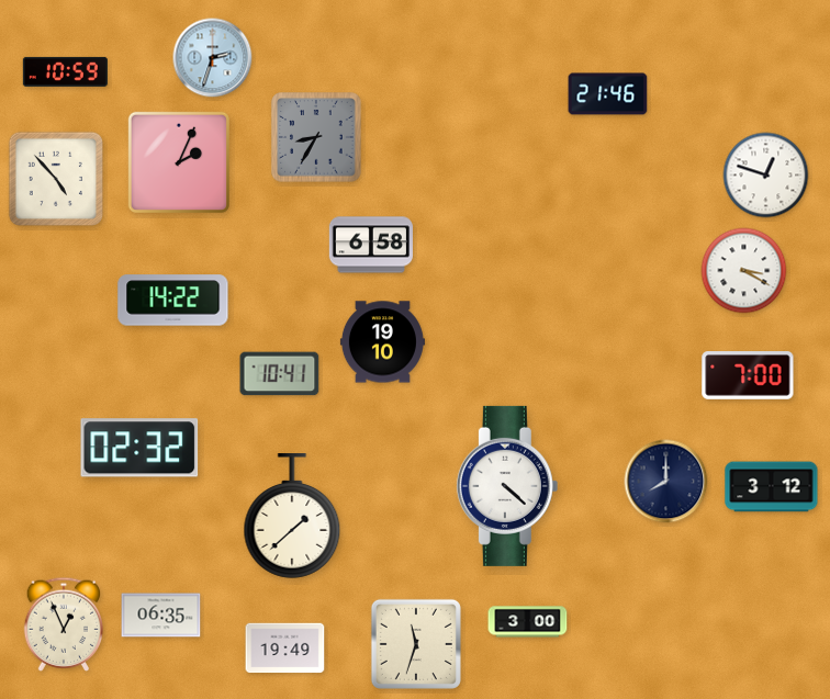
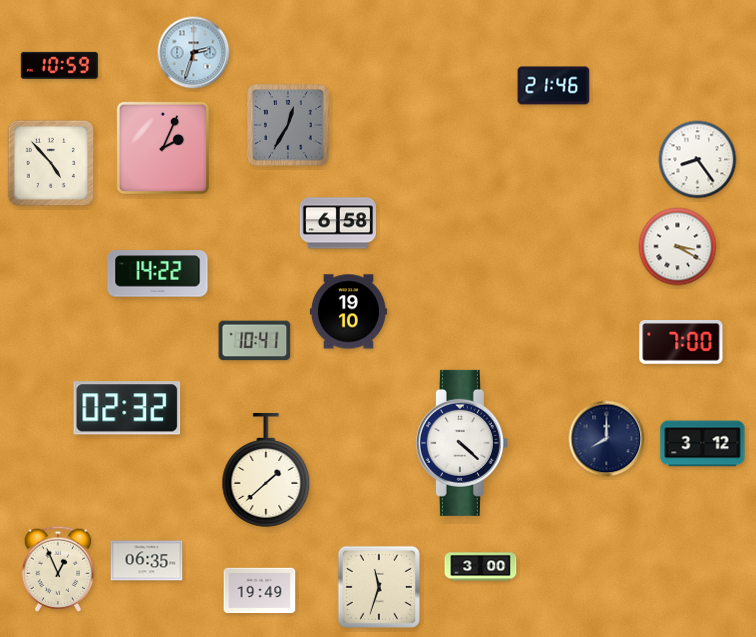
clock at (316, 137): 8:35 -> 12:35
clock at (766, 176): 12:48 -> 8:24
